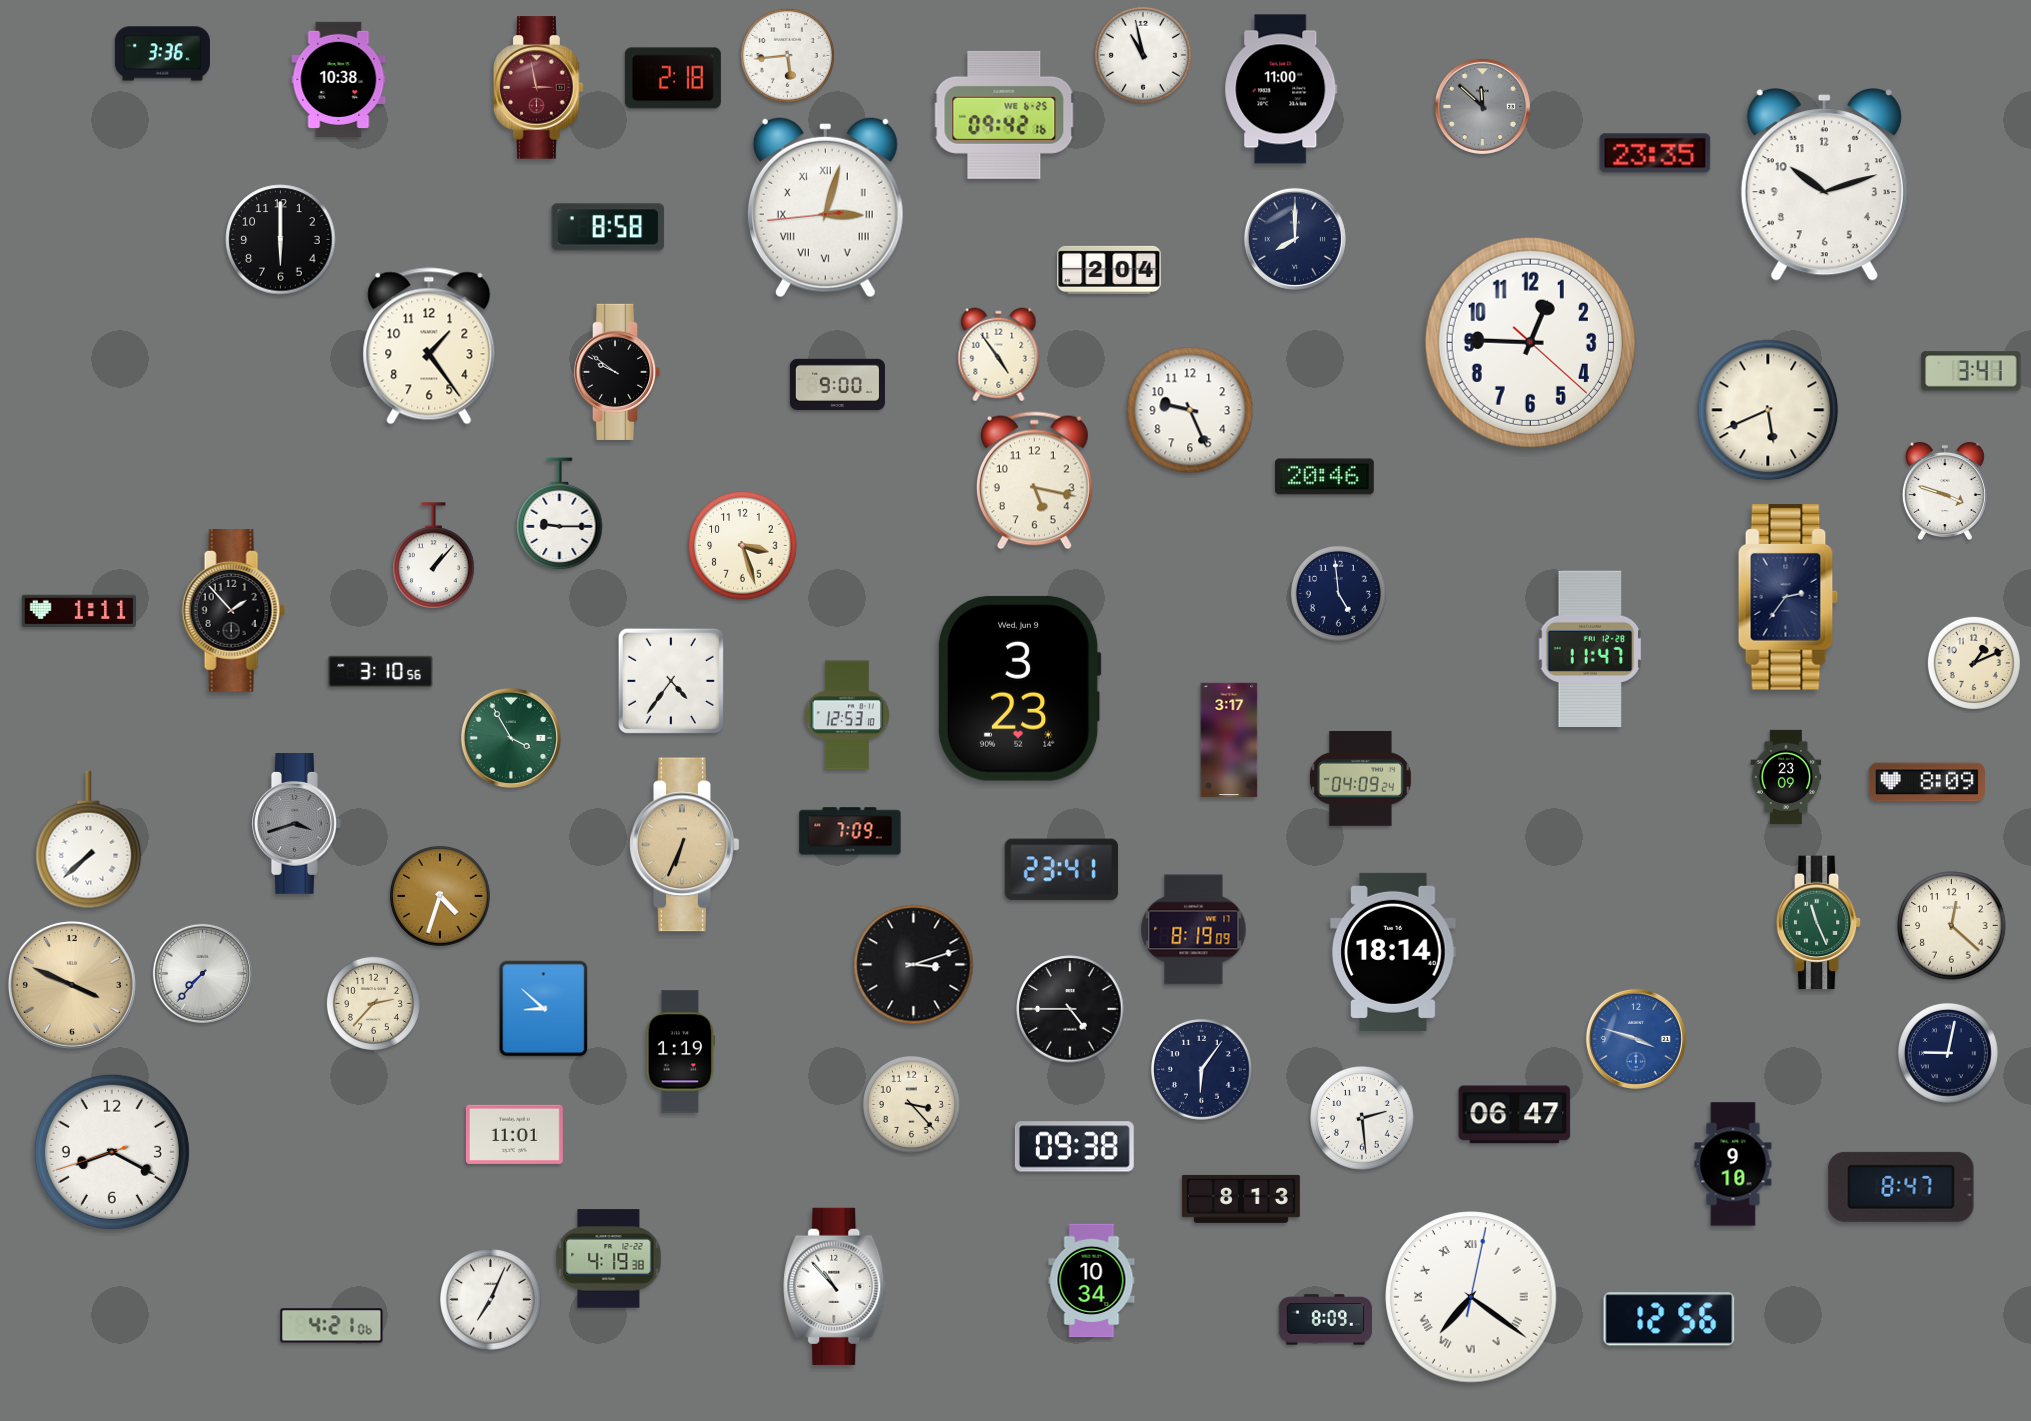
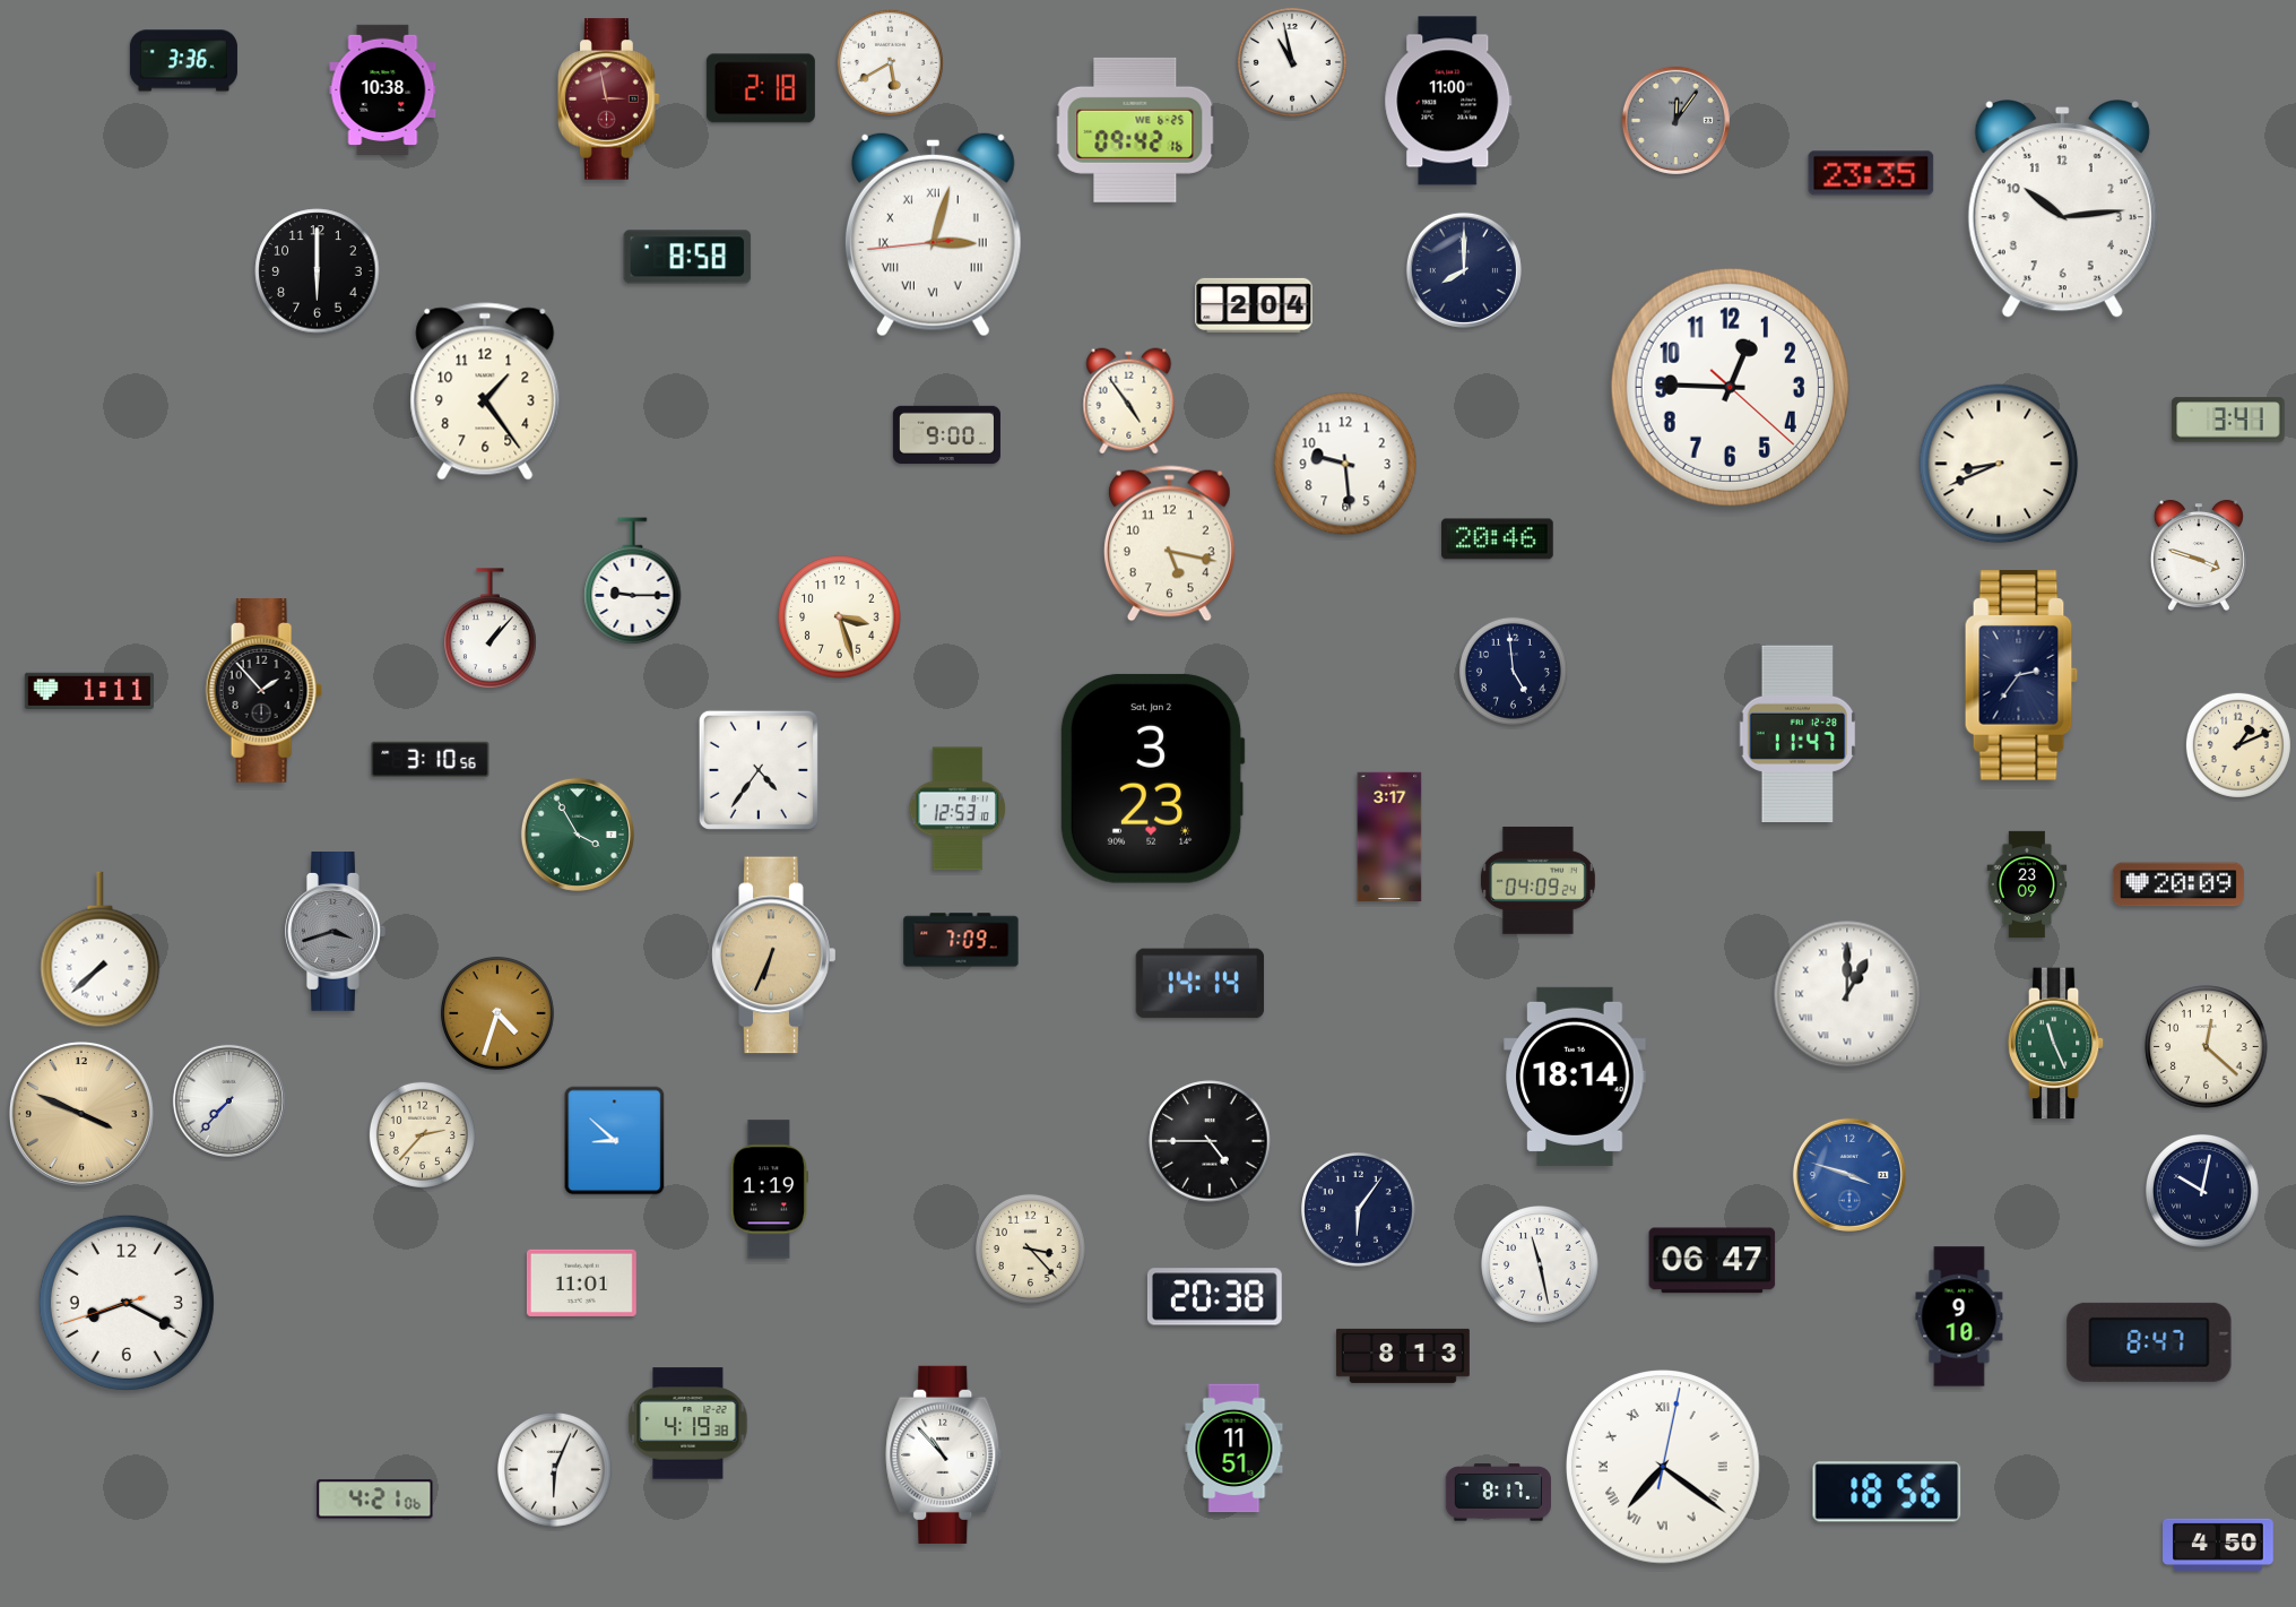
clock at (787, 55): 5:44 -> 5:40
clock at (1482, 106): 11:52 -> 12:06
clock at (1824, 185): 10:12 -> 10:14
clock at (617, 372): 9:51 -> none
clock at (1190, 410): 9:26 -> 9:29
clock at (1768, 410): 5:41 -> 8:41
clock at (1974, 663) position: (1974, 663) -> (2238, 745)
clock at (1019, 688) date: Wed, Jun 9 -> Sat, Jan 2
clock at (1786, 776) position: (1786, 776) -> (2027, 883)
clock at (1927, 782): 8:09 -> 20:09
clock at (1062, 870): 23:41 -> 14:14
clock at (1847, 994): none -> 1:00
clock at (1194, 930): 8:19 -> none
clock at (914, 965): 3:12 -> none
clock at (1948, 1053): 9:02 -> 10:02
clock at (1362, 1118): 2:29 -> 11:28
clock at (1074, 1147): 09:38 -> 20:38
clock at (1092, 1281): 10:34 -> 11:51
clock at (491, 1300): 7:04 -> 6:04
clock at (1669, 1319): 12:56 -> 18:56
clock at (1325, 1320): 8:09 -> 8:17
clock at (2219, 1545): none -> 4:50
